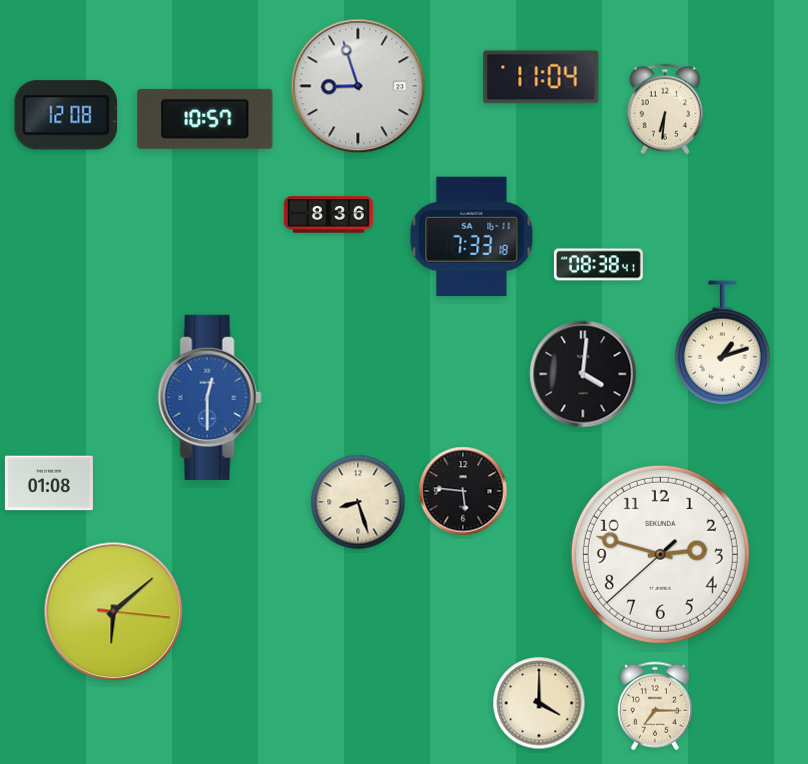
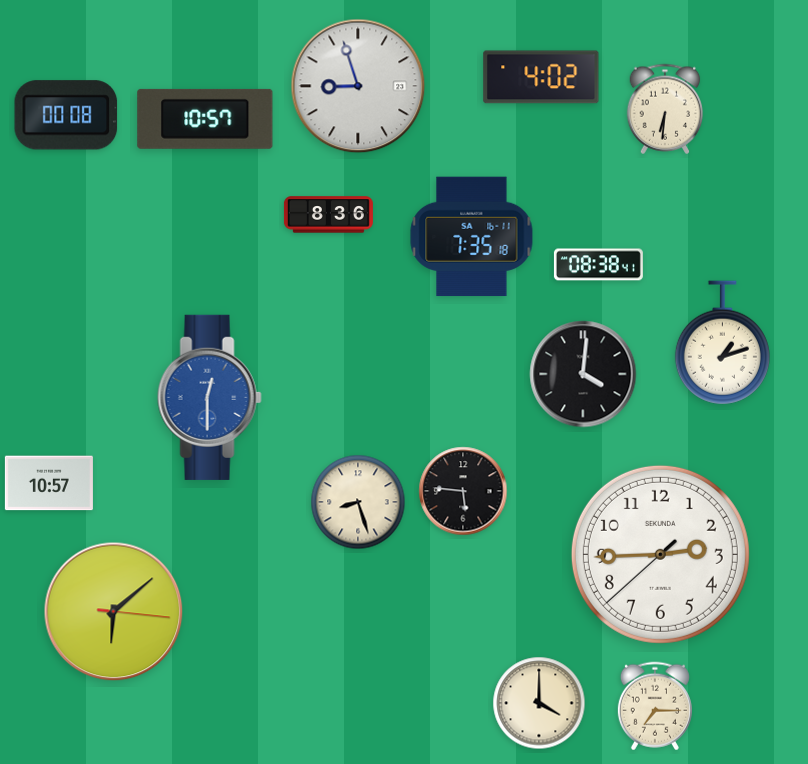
clock at (541, 77): 11:04 -> 4:02
clock at (66, 115): 12:08 -> 00:08
clock at (472, 237): 7:33 -> 7:35
clock at (49, 483): 01:08 -> 10:57
clock at (660, 554): 2:47 -> 2:44
